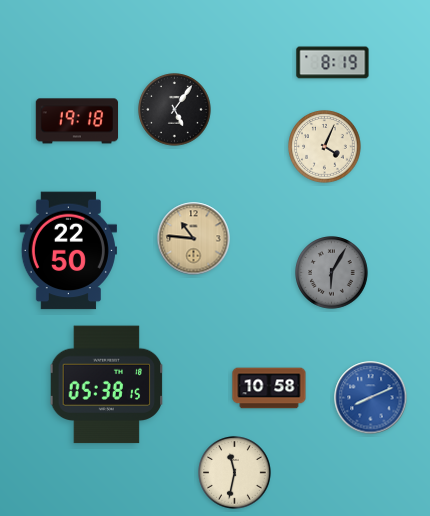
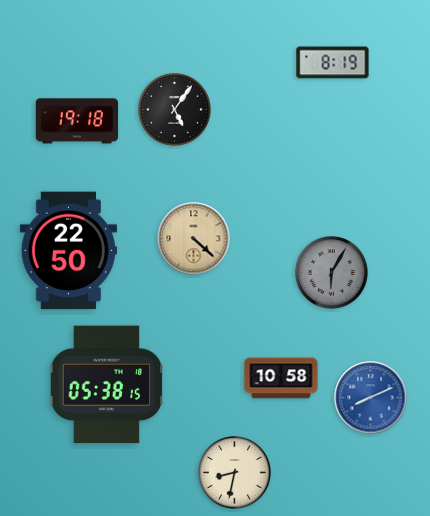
clock at (325, 147): 4:04 -> none
clock at (194, 239): 10:46 -> 4:22
clock at (269, 388) position: (269, 388) -> (281, 378)
clock at (235, 473): 11:32 -> 8:32
